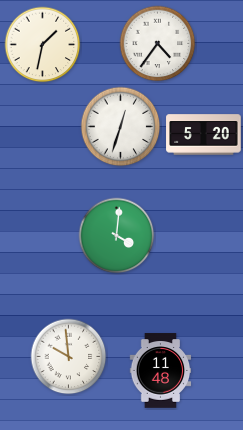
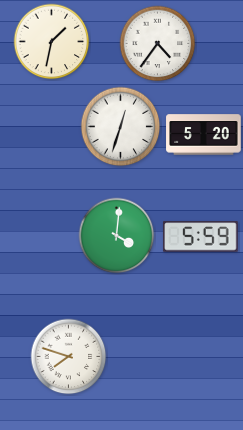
clock at (43, 45) position: (43, 45) -> (52, 42)
clock at (201, 237): none -> 5:59
clock at (69, 357): 9:59 -> 7:48
clock at (161, 371): 11:48 -> none
